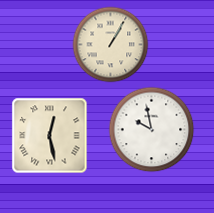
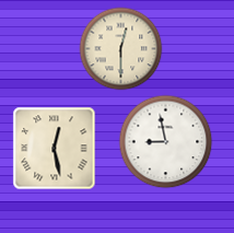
clock at (111, 45): 1:05 -> 12:30
clock at (152, 130): 9:58 -> 8:58
